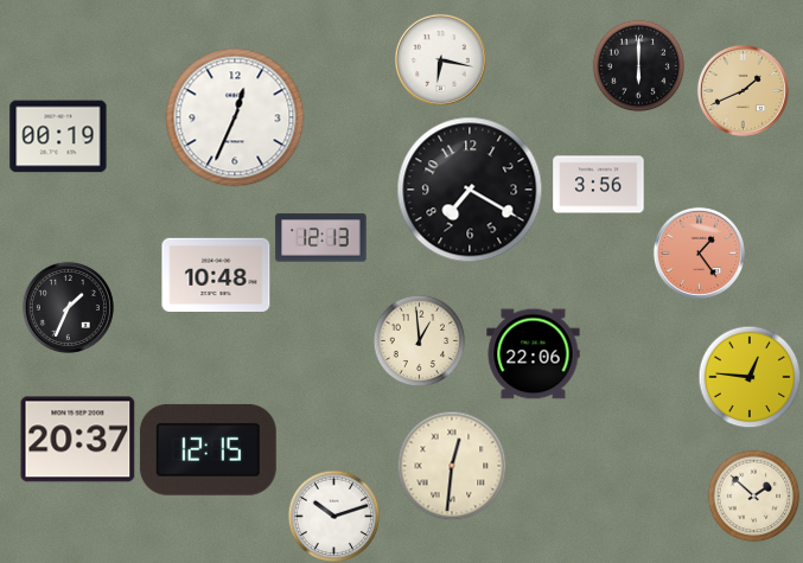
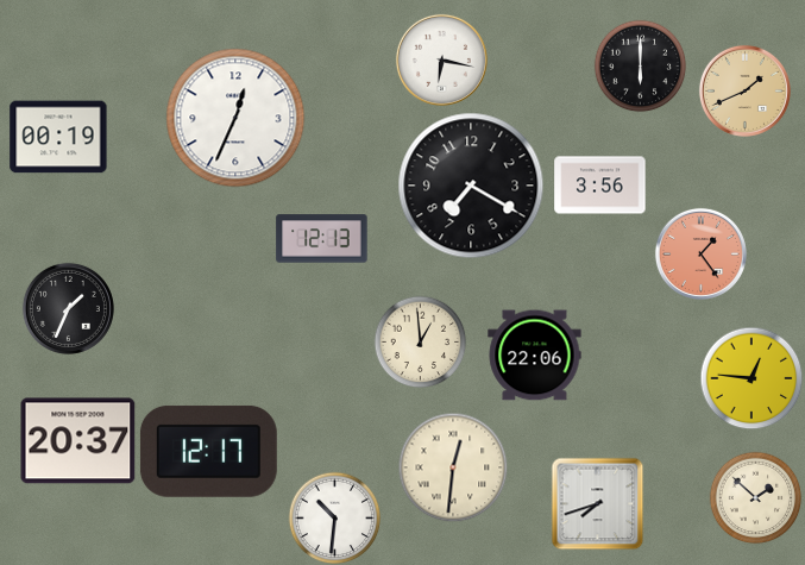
clock at (470, 190) position: (470, 190) -> (471, 186)
clock at (216, 274): 10:48 -> none
clock at (208, 449): 12:15 -> 12:17
clock at (597, 503): none -> 7:42
clock at (333, 516): 10:12 -> 10:31
